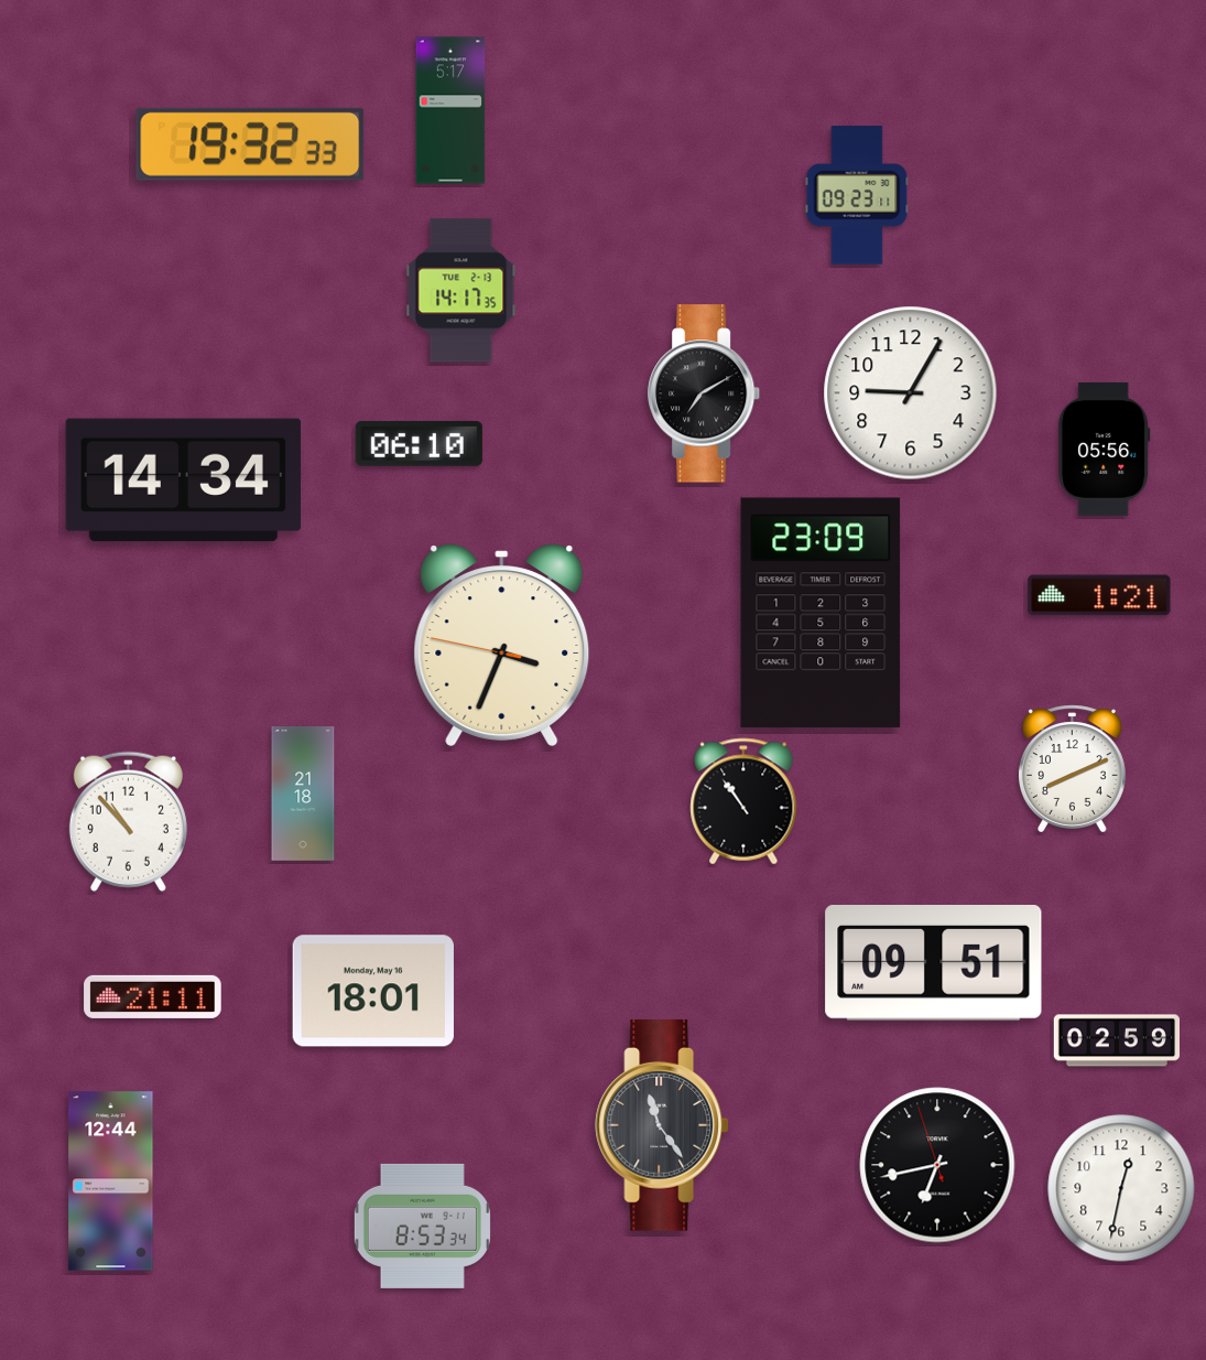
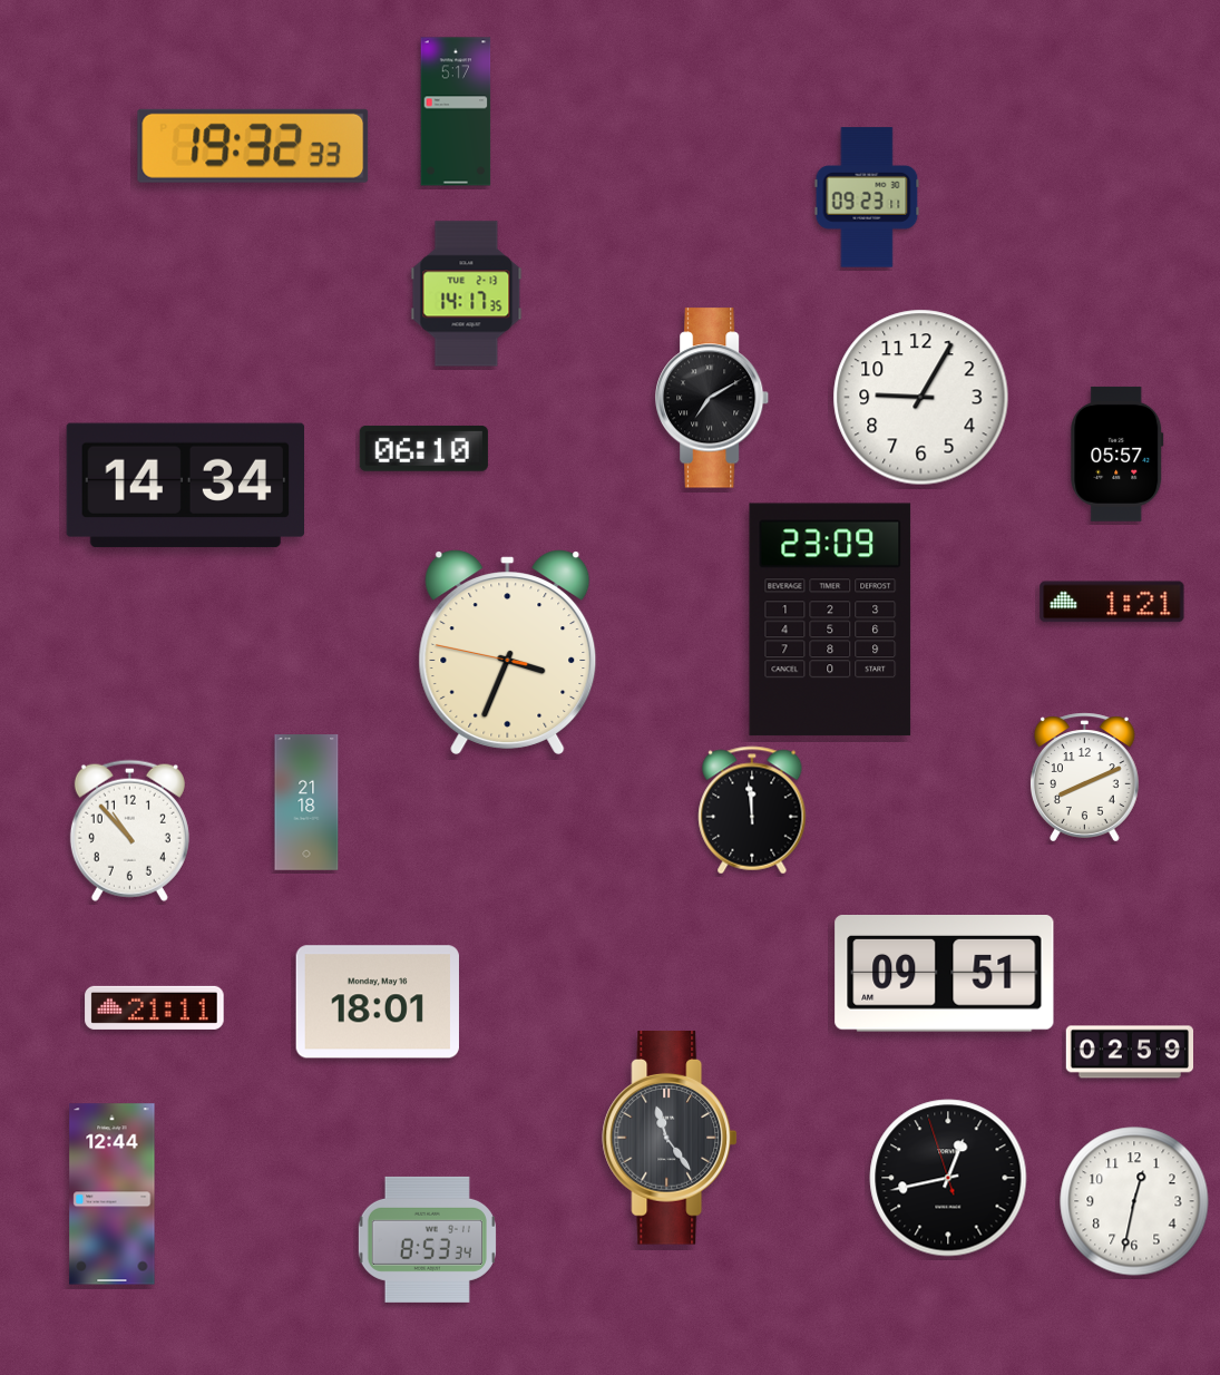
clock at (1105, 449): 05:56 -> 05:57
clock at (743, 801): 10:54 -> 11:59
clock at (937, 1165): 6:42 -> 12:42
